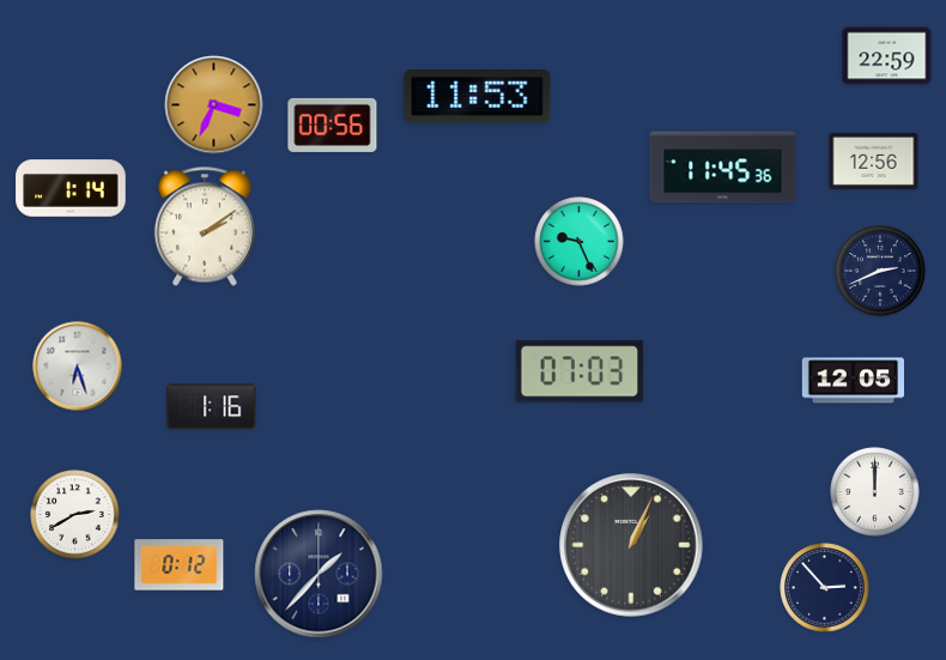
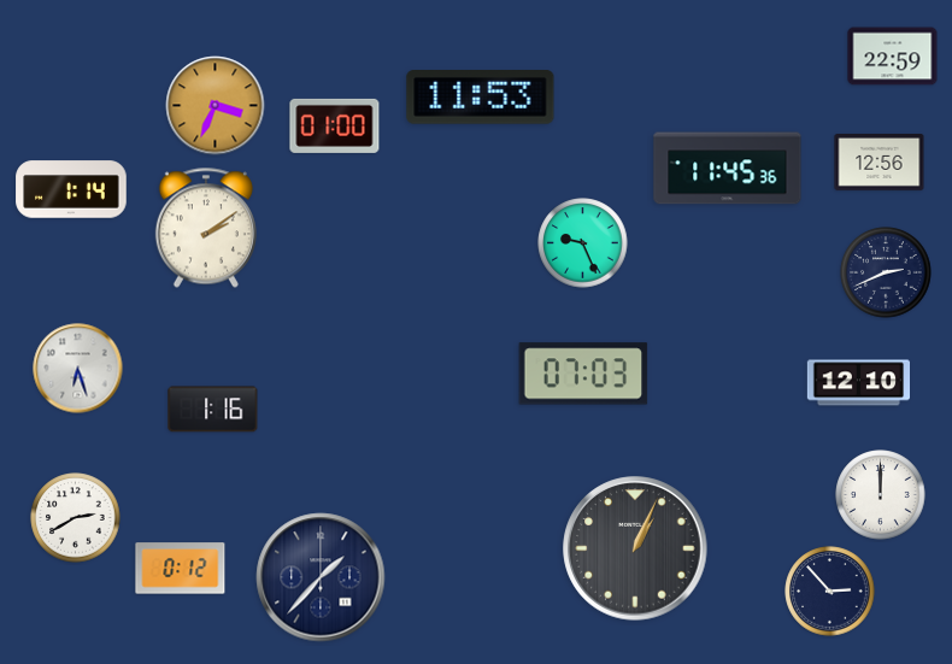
clock at (333, 125): 00:56 -> 01:00
clock at (853, 381): 12:05 -> 12:10
